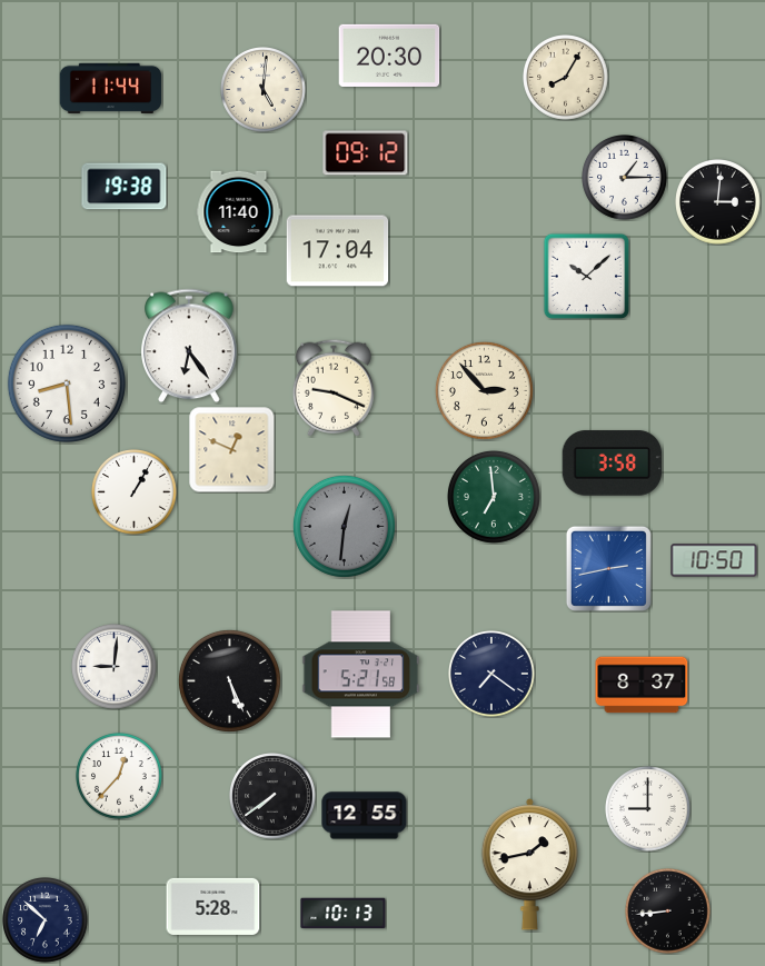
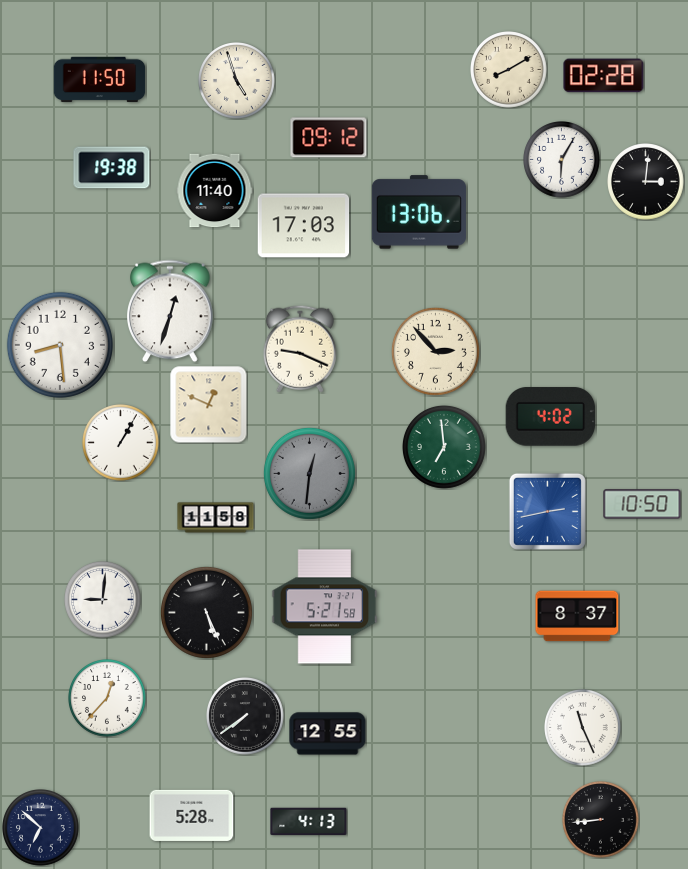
clock at (389, 56): 20:30 -> none
clock at (566, 78): 8:05 -> 8:10
clock at (604, 76): none -> 02:28
clock at (111, 89): 11:44 -> 11:50
clock at (264, 90): 5:01 -> 4:57
clock at (625, 178): 1:15 -> 6:05
clock at (419, 212): none -> 13:06
clock at (338, 251): 17:04 -> 17:03
clock at (586, 276): 10:08 -> none
clock at (189, 346): 6:24 -> 12:33
clock at (613, 464): 3:58 -> 4:02
clock at (216, 518): none -> 11:58
clock at (493, 675): 7:21 -> none
clock at (648, 809): 9:00 -> 11:26
clock at (529, 865): 1:43 -> none
clock at (344, 914): 10:13 -> 4:13
